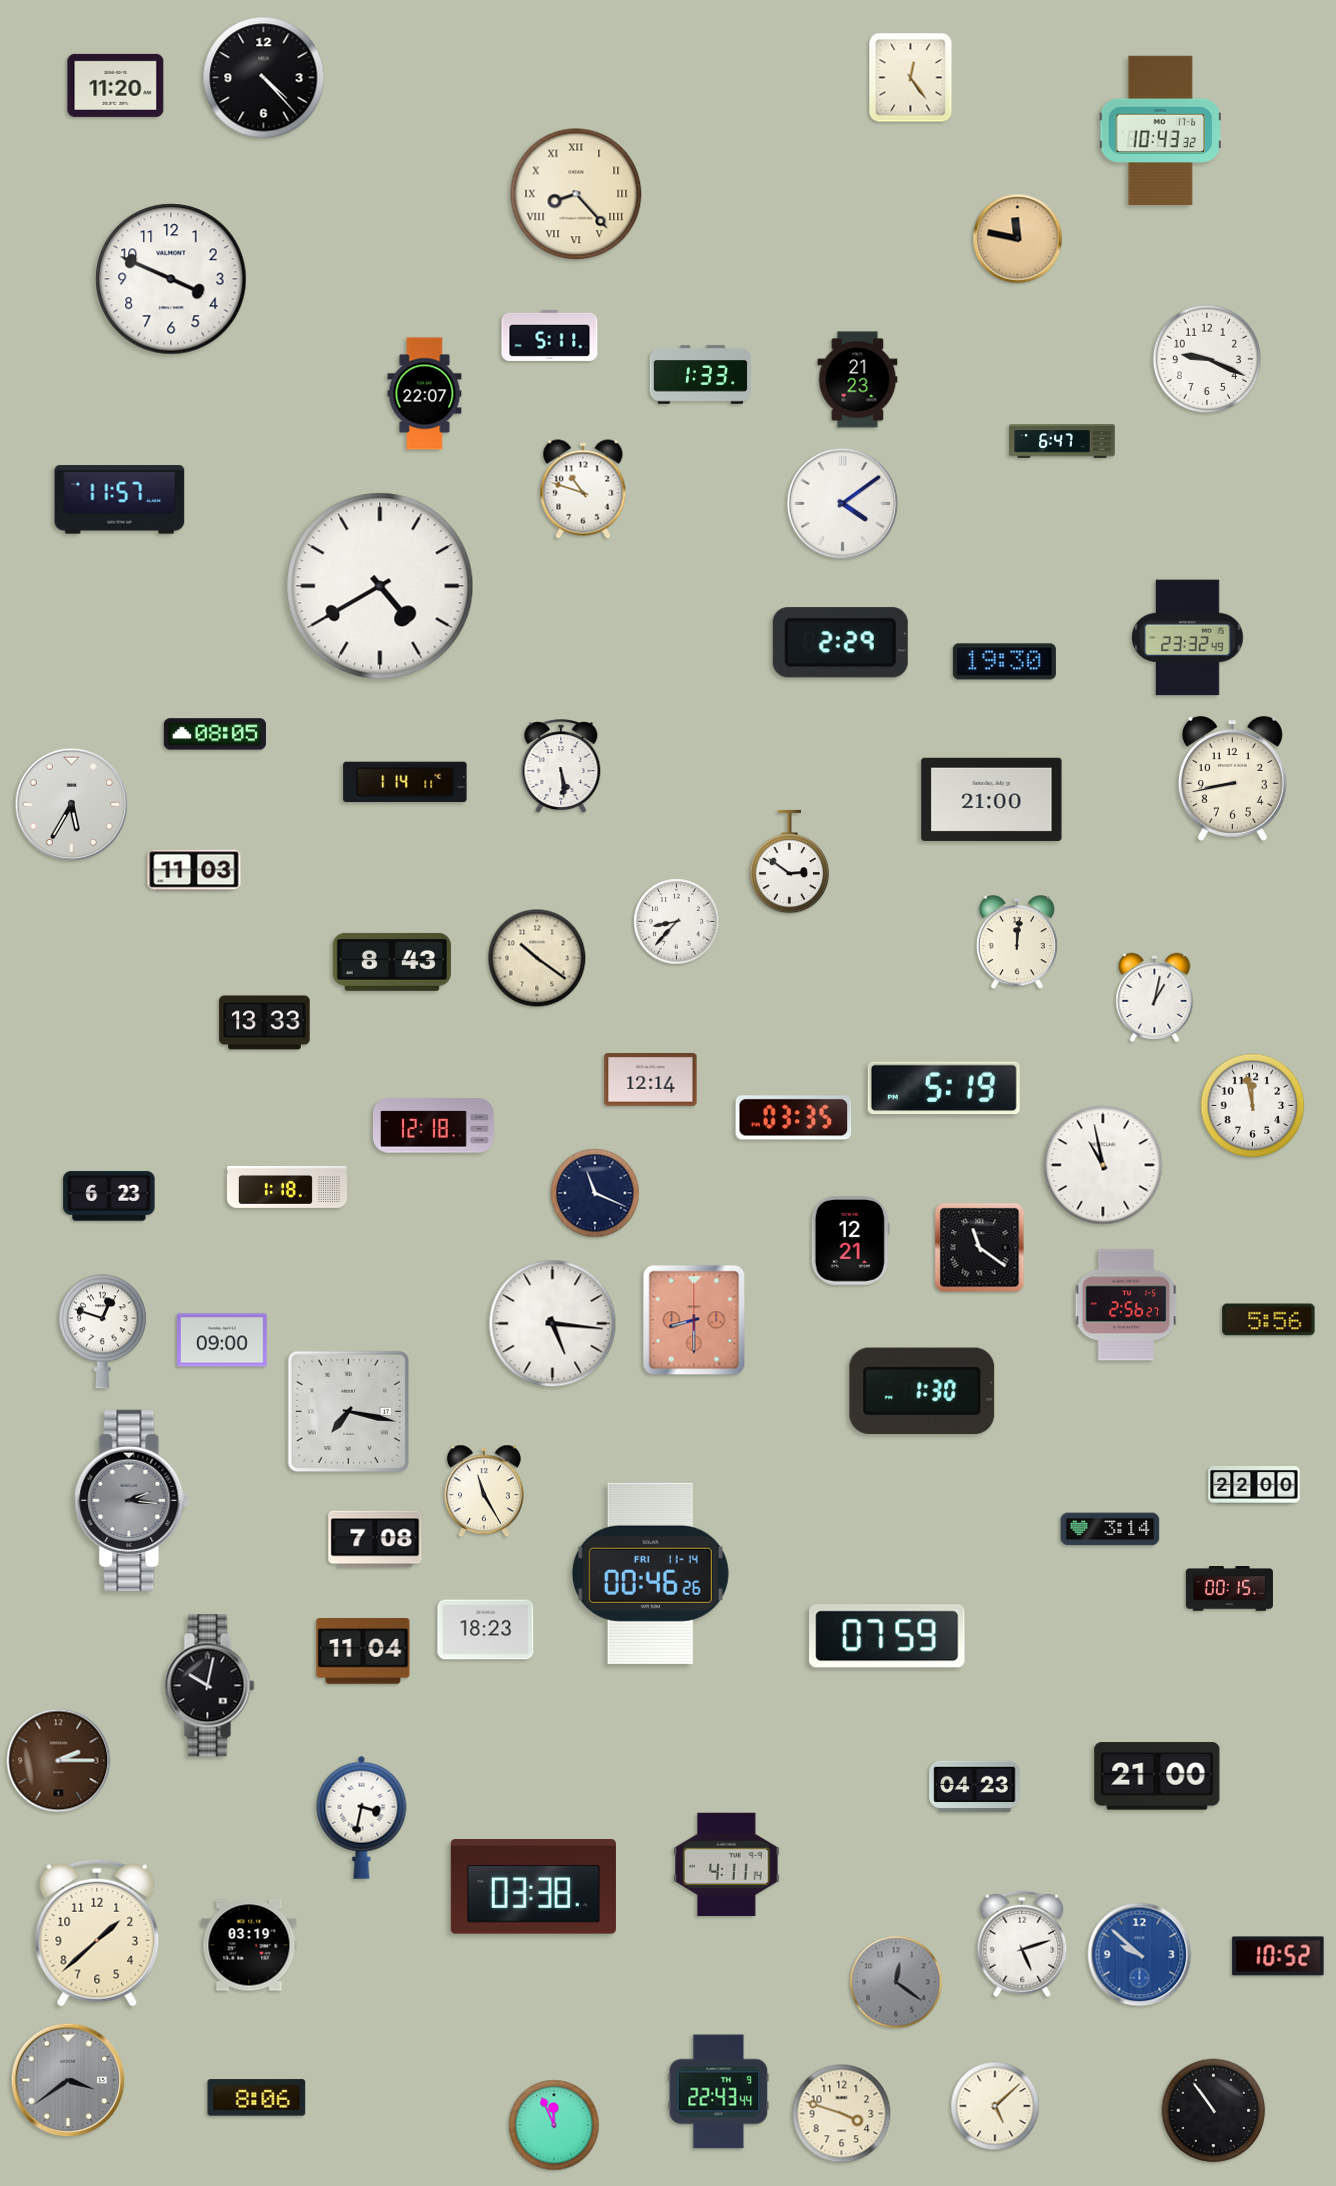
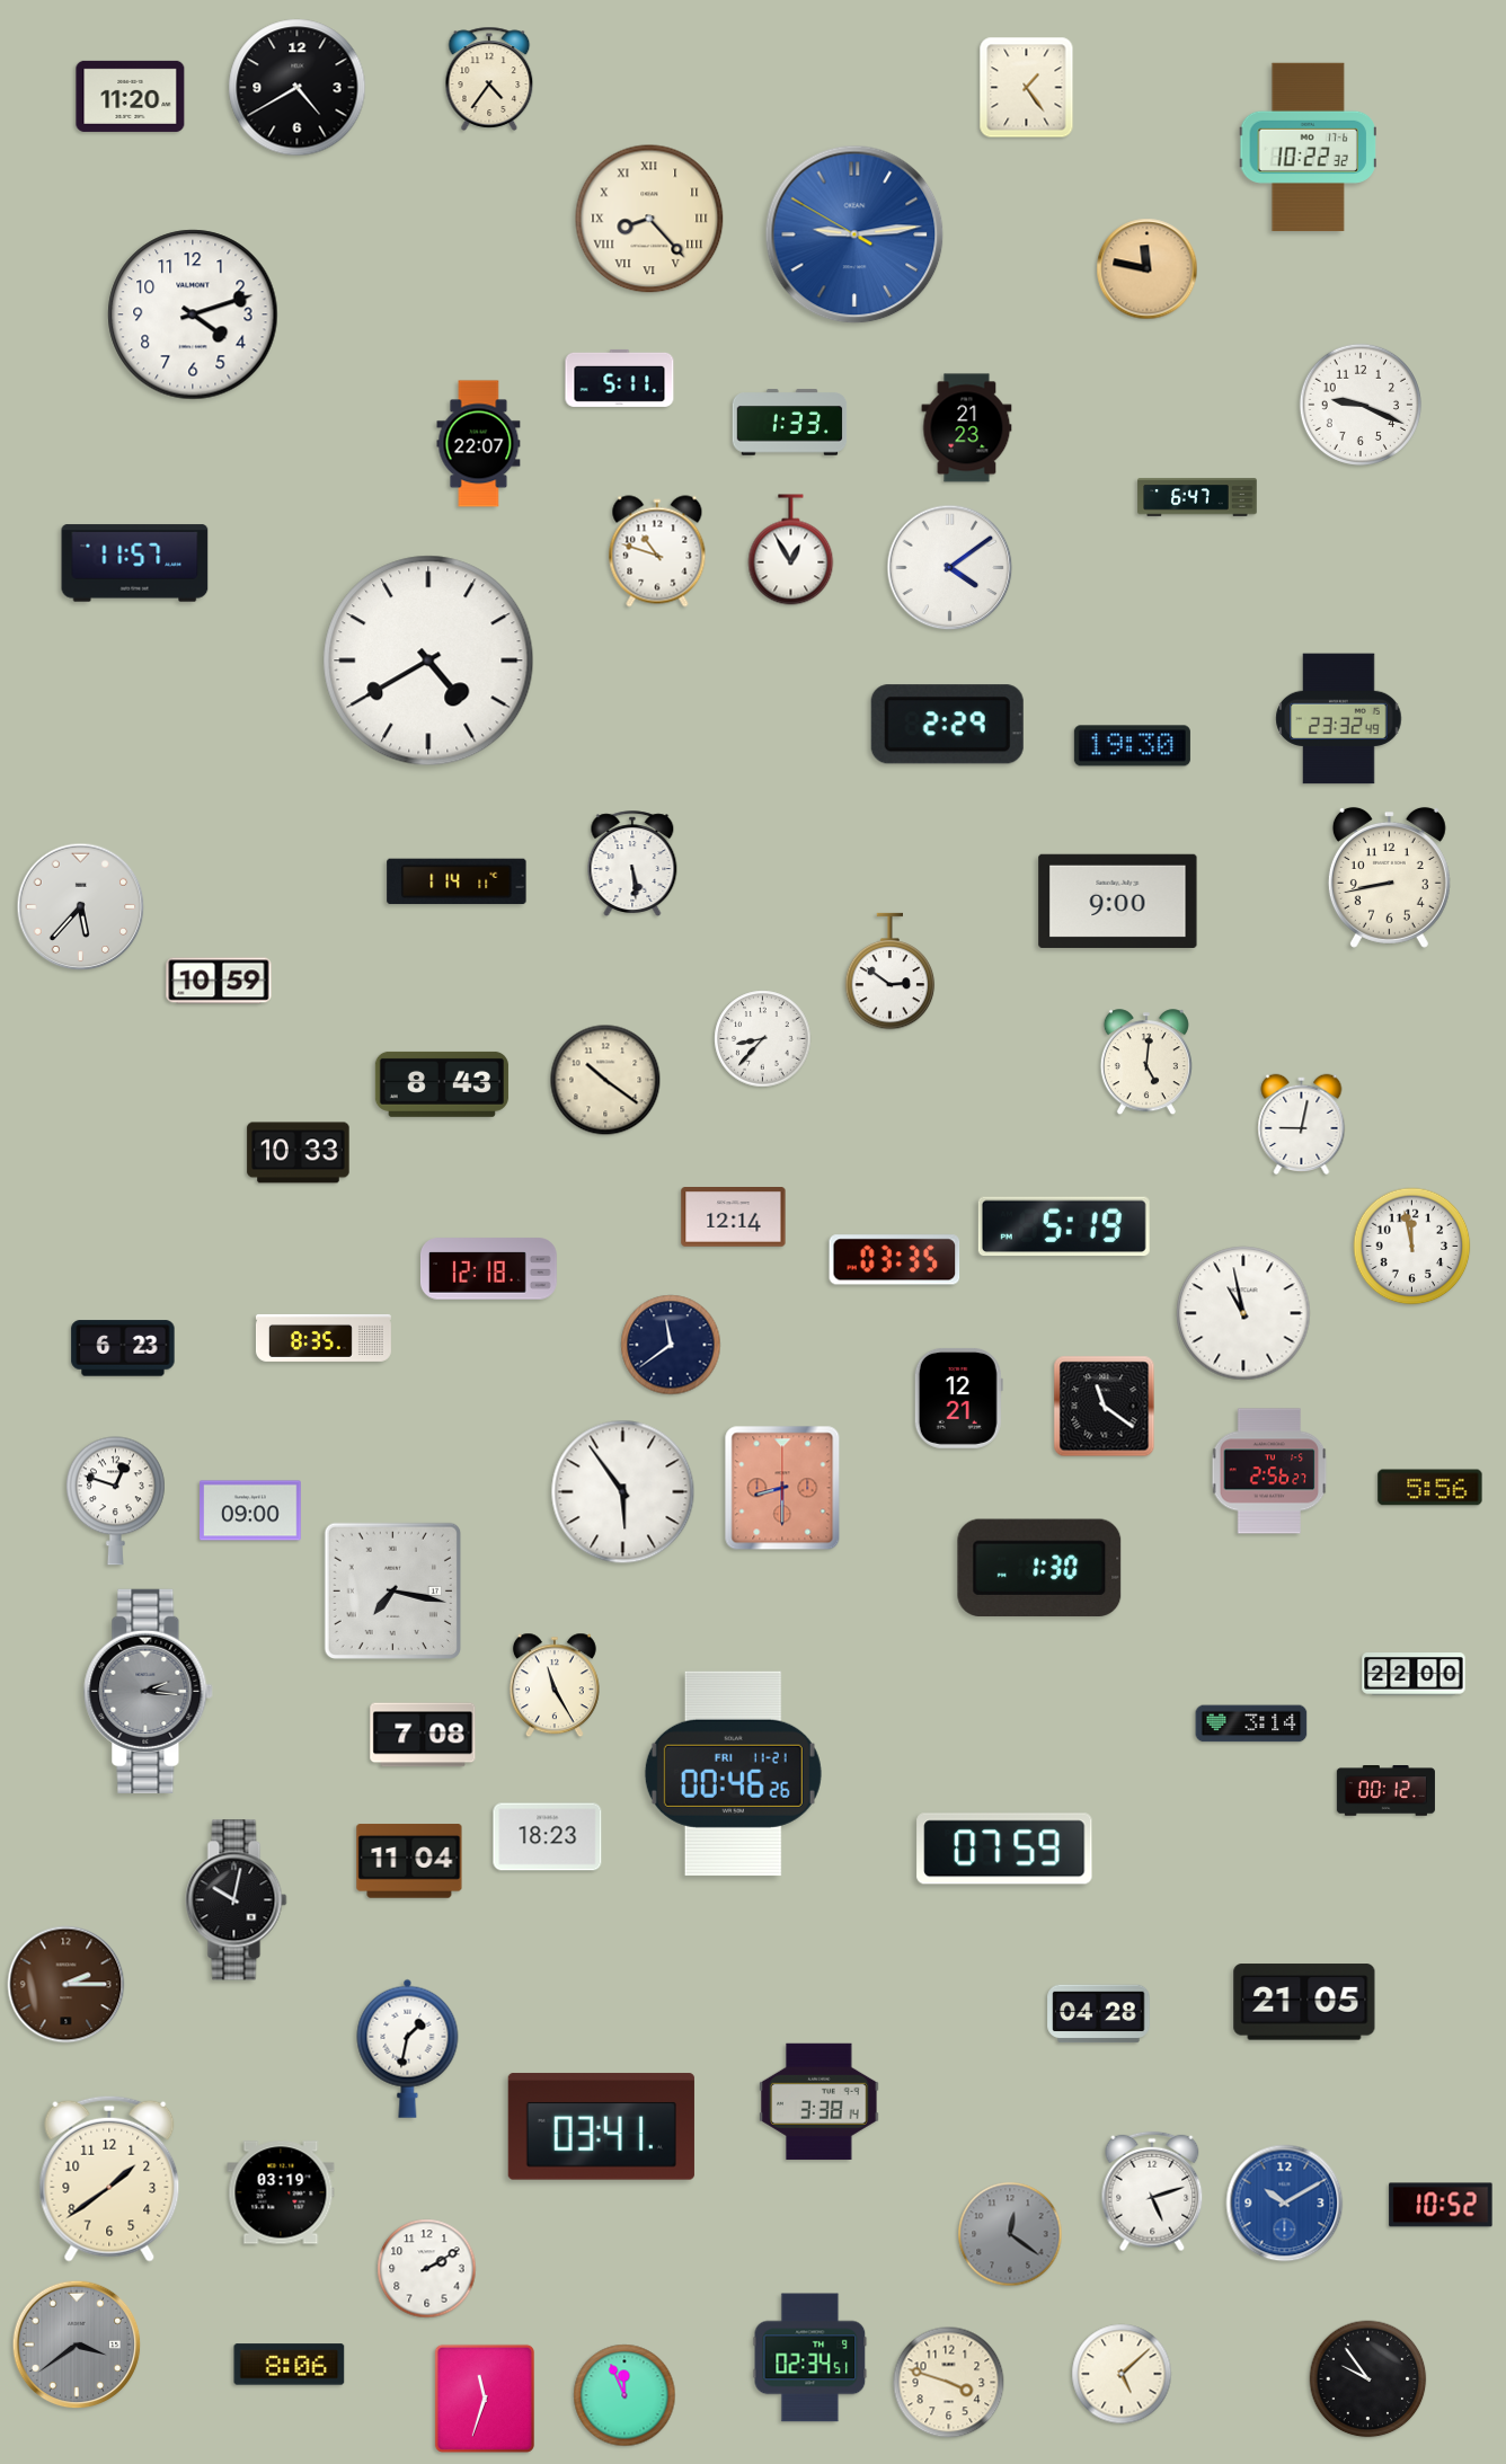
clock at (489, 79): none -> 4:36
clock at (264, 78): 4:23 -> 4:40
clock at (911, 78): 12:24 -> 1:24
clock at (1160, 130): 10:43 -> 10:22
clock at (854, 234): none -> 9:13
clock at (171, 279): 3:49 -> 4:12
clock at (791, 550): none -> 12:55
clock at (215, 734): 08:05 -> none
clock at (992, 799): 21:00 -> 9:00
clock at (72, 805): 5:35 -> 5:37
clock at (194, 870): 11:03 -> 10:59
clock at (1017, 943): 12:01 -> 5:01
clock at (1155, 997): 1:02 -> 9:02
clock at (265, 1023): 13:33 -> 10:33
clock at (287, 1187): 1:18 -> 8:35
clock at (595, 1193): 11:19 -> 11:39
clock at (553, 1324): 5:16 -> 5:54
clock at (484, 1491) position: (484, 1491) -> (555, 1685)
clock at (650, 1573) date: FRI 11-14 -> FRI 11-21
clock at (1229, 1589): 00:15 -> 00:12
clock at (887, 1636) position: (887, 1636) -> (1004, 1849)
clock at (1157, 1776): 21:00 -> 21:05
clock at (975, 1787): 04:23 -> 04:28
clock at (362, 1817): 3:32 -> 1:32
clock at (727, 1864): 4:11 -> 3:38
clock at (533, 1887): 03:38 -> 03:41
clock at (97, 1933): 1:38 -> 1:39
clock at (1140, 1955): 9:52 -> 10:10
clock at (427, 2269): none -> 2:10
clock at (719, 2092): 22:43 -> 02:34
clock at (1214, 2111): 10:54 -> 9:54
clock at (485, 2399): none -> 11:33
